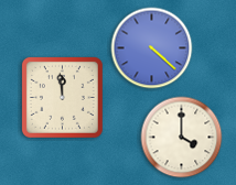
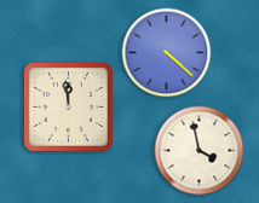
clock at (182, 138): 4:00 -> 3:58
